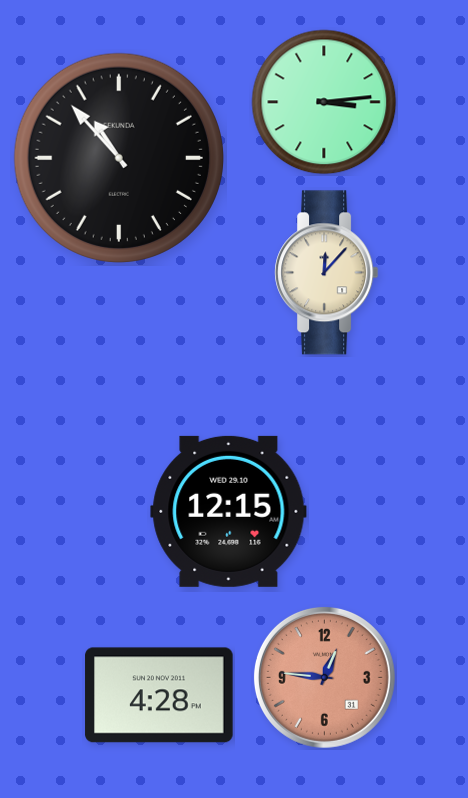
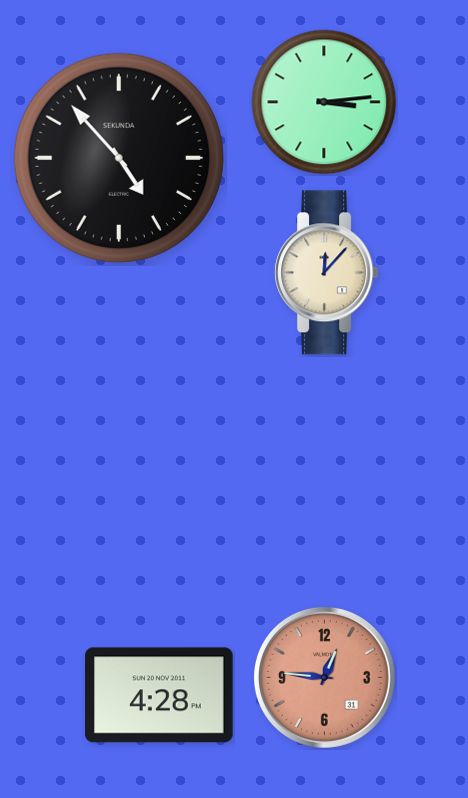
clock at (119, 158): 10:53 -> 4:53
clock at (229, 511): 12:15 -> none
